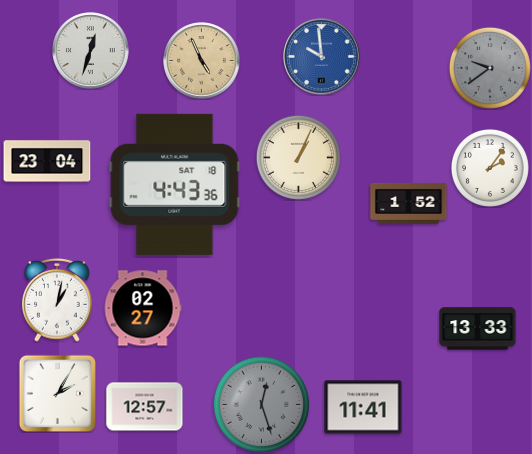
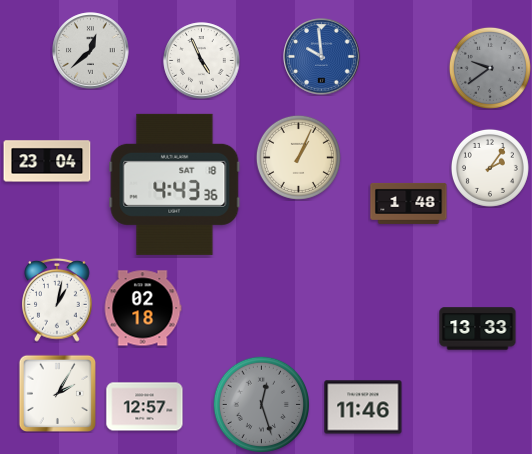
clock at (91, 51): 12:33 -> 12:38
clock at (202, 61) dial: champagne -> white
clock at (409, 203): 1:52 -> 1:48
clock at (143, 308): 02:27 -> 02:18
clock at (363, 407): 11:41 -> 11:46
